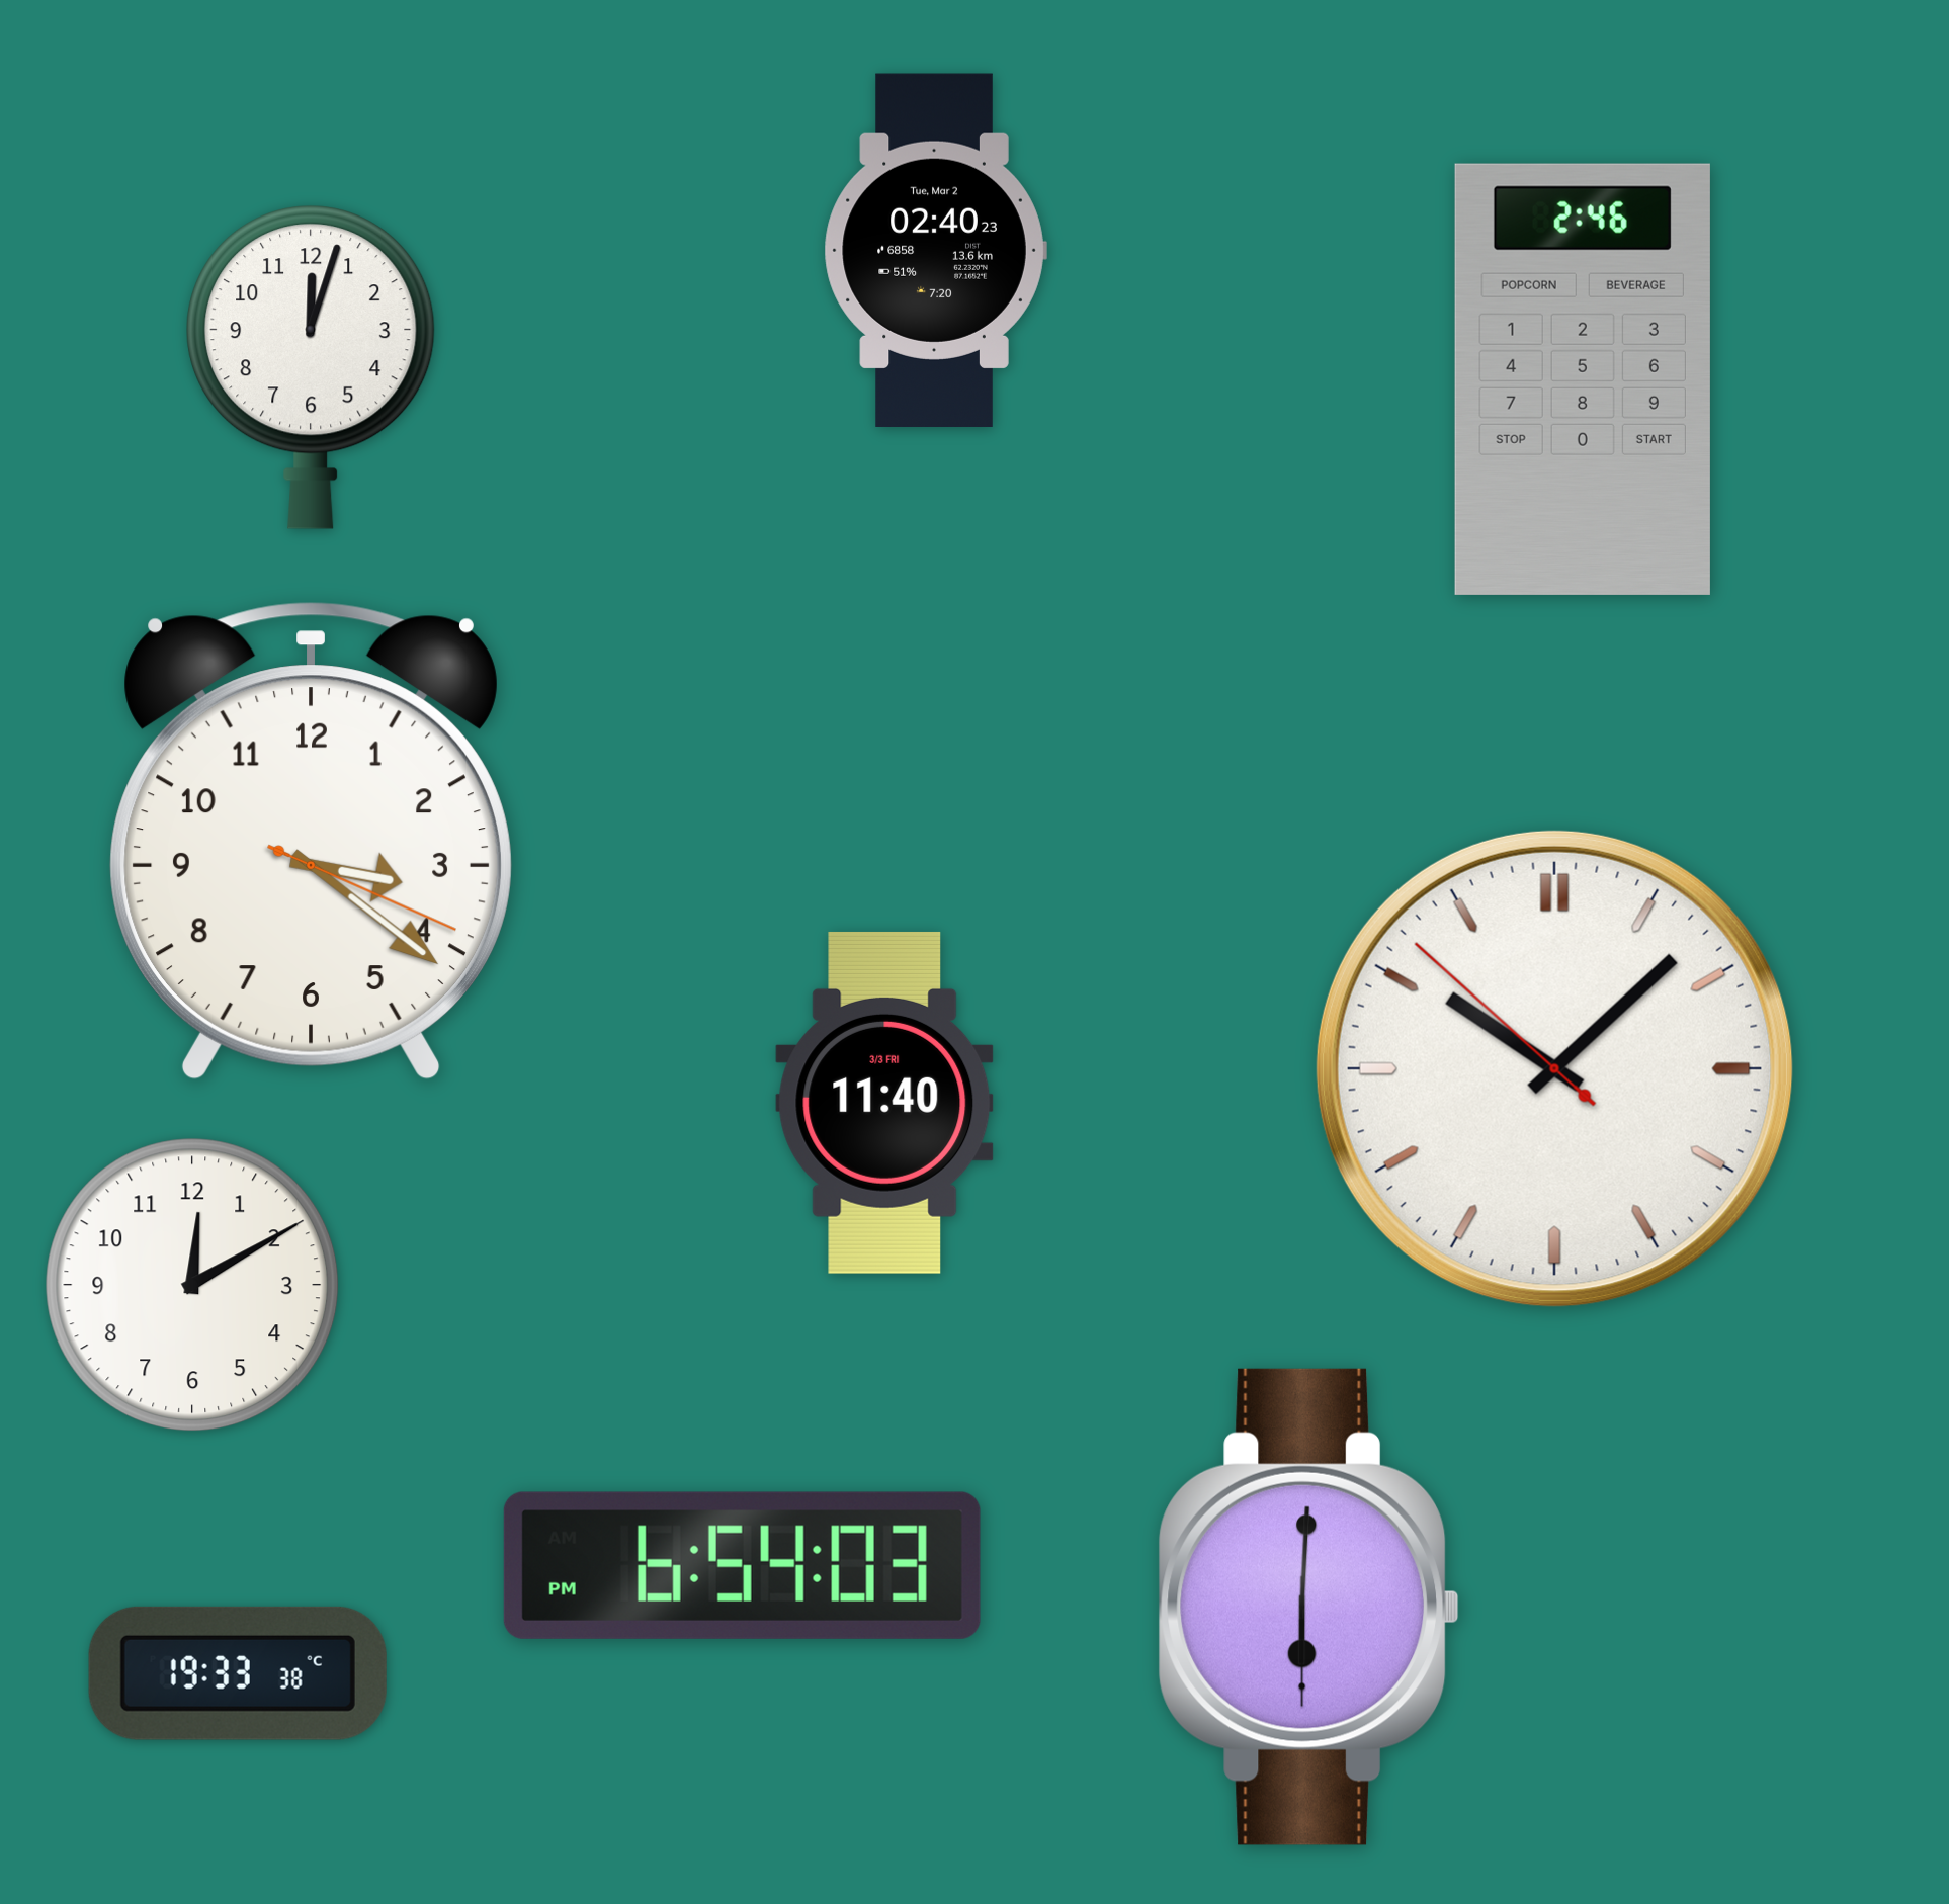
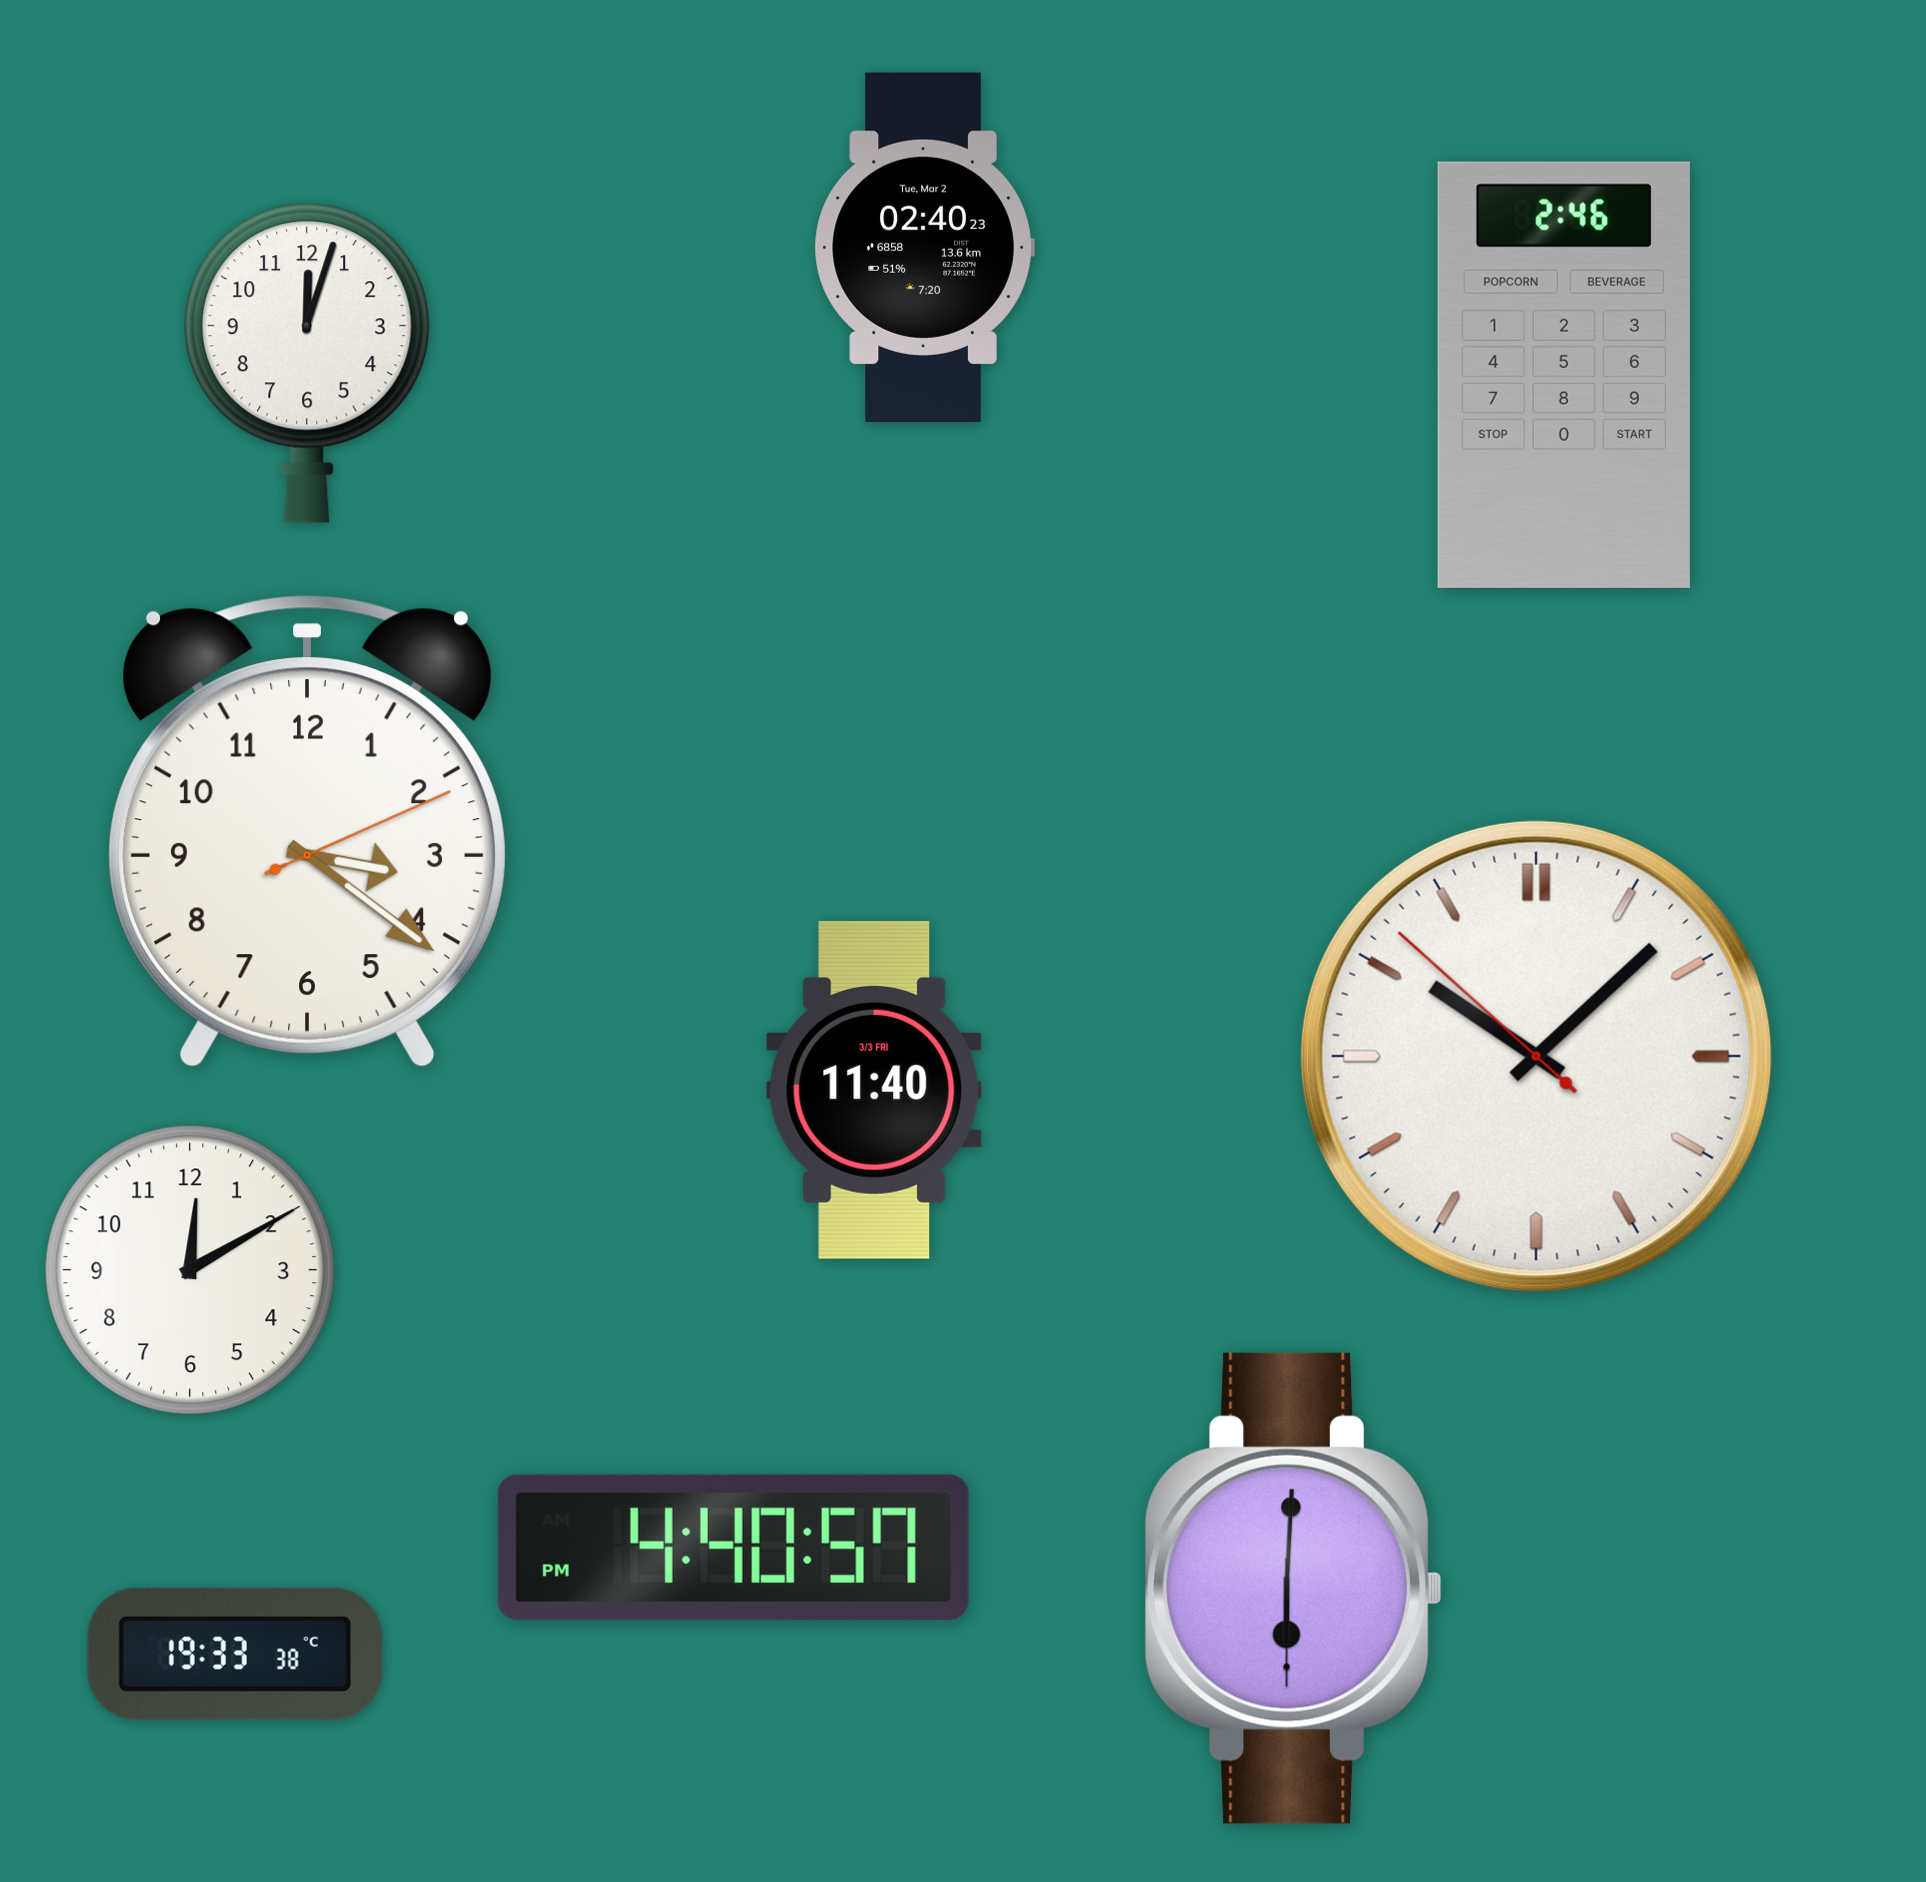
clock at (311, 841): 3:21:19 -> 3:21:11
clock at (742, 1565): 6:54 -> 4:40
